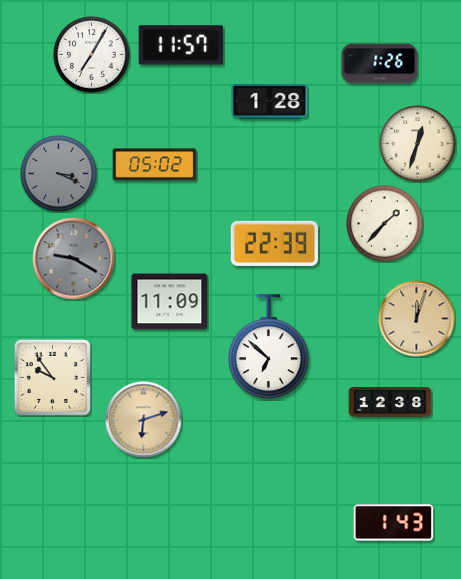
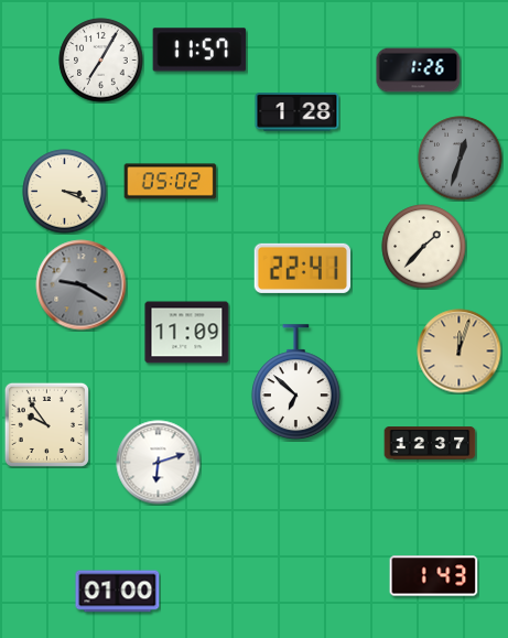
clock at (418, 144) dial: cream -> grey
clock at (59, 174) dial: grey -> cream
clock at (274, 243): 22:39 -> 22:41
clock at (52, 377) position: (52, 377) -> (46, 424)
clock at (390, 402): 12:38 -> 12:37
clock at (144, 420) dial: champagne -> white
clock at (118, 592): none -> 01:00
